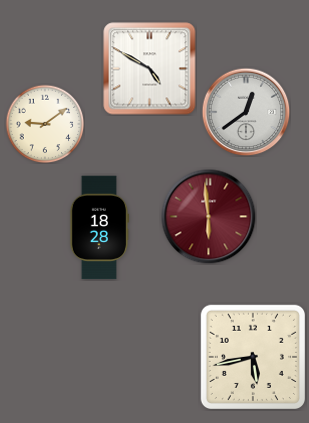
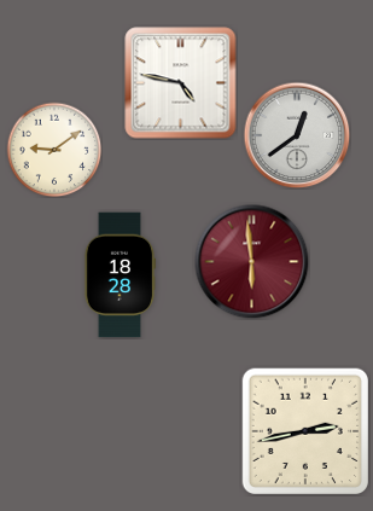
clock at (150, 69): 4:50 -> 4:47
clock at (252, 356): 5:43 -> 2:43
